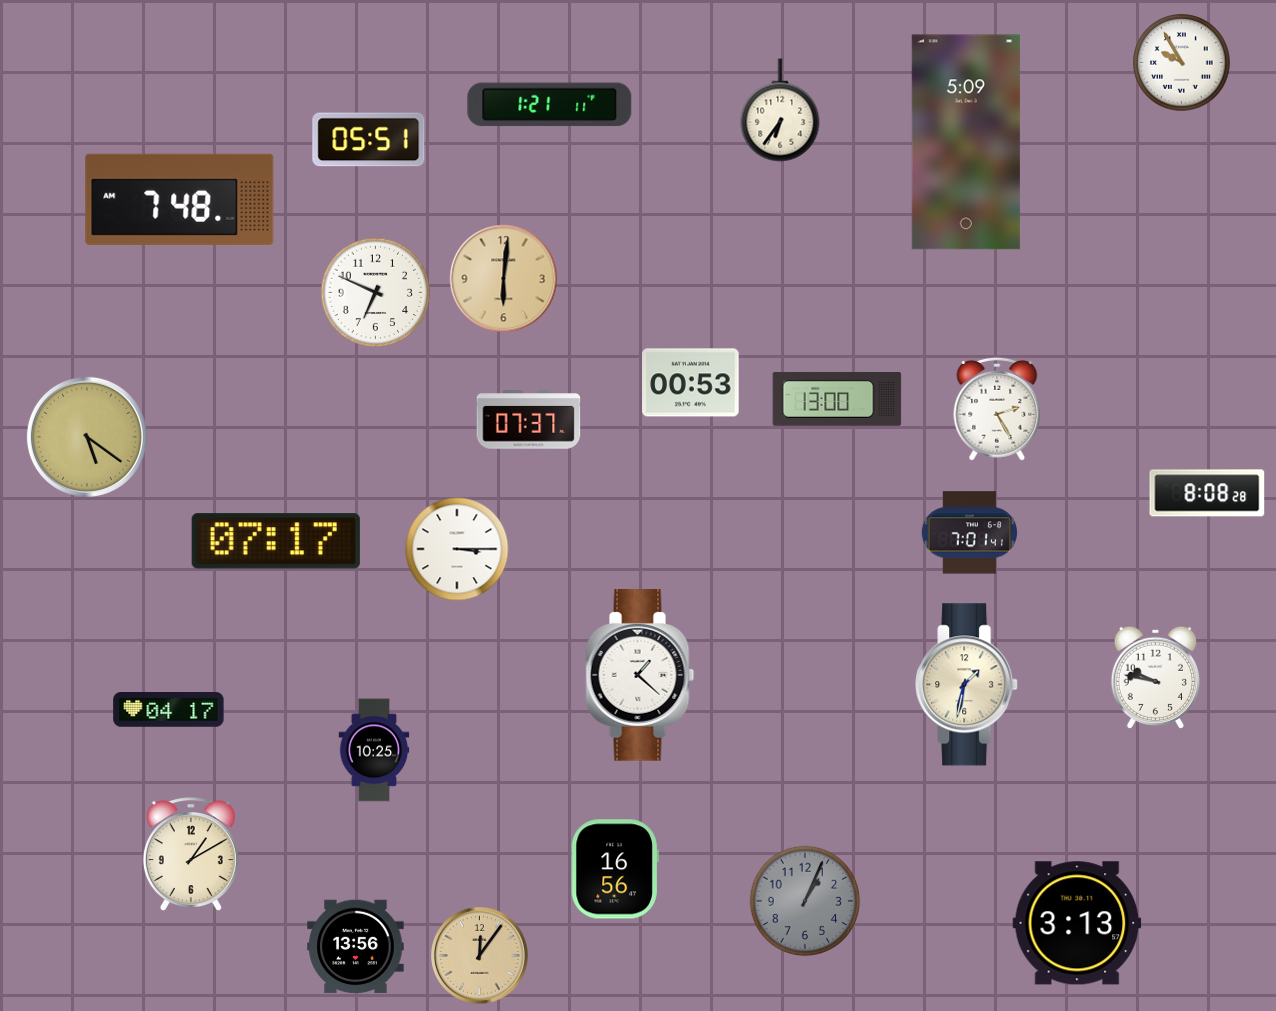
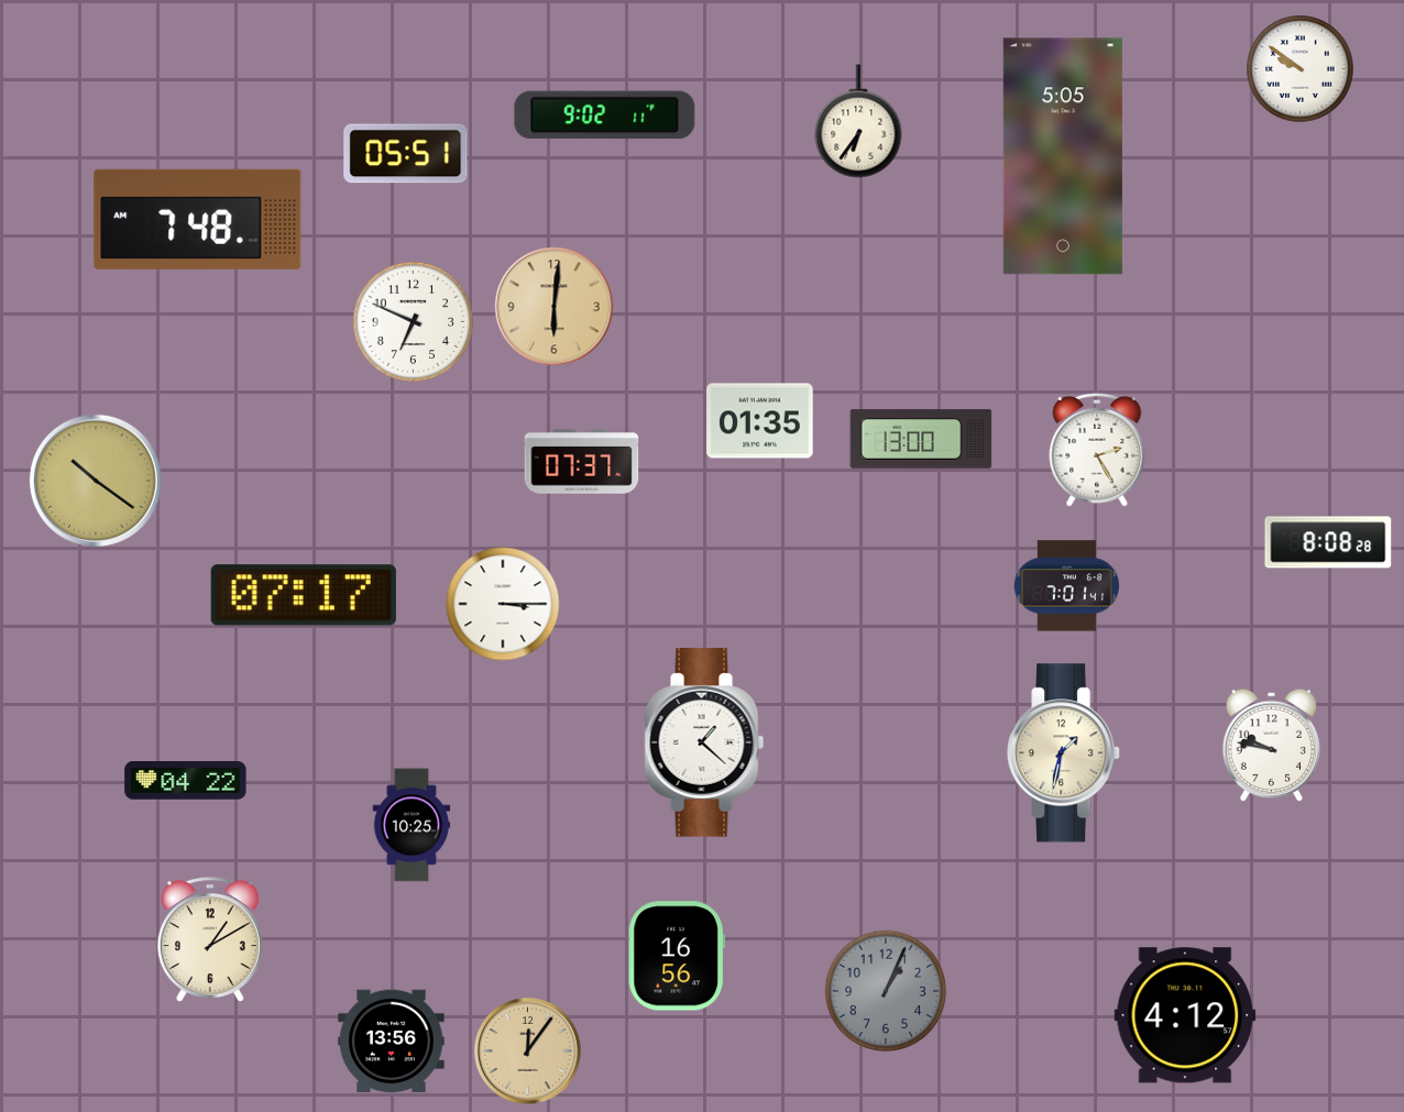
clock at (1182, 63): 9:55 -> 9:51
clock at (550, 105): 1:21 -> 9:02
clock at (966, 142): 5:09 -> 5:05
clock at (691, 383): 00:53 -> 01:35
clock at (87, 437): 5:21 -> 10:21
clock at (169, 710): 04:17 -> 04:22
clock at (1077, 923): 3:13 -> 4:12
